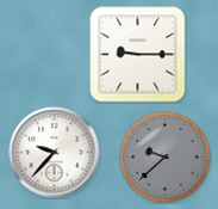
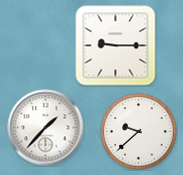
clock at (55, 153): 9:37 -> 1:37
clock at (166, 158) dial: grey -> white
